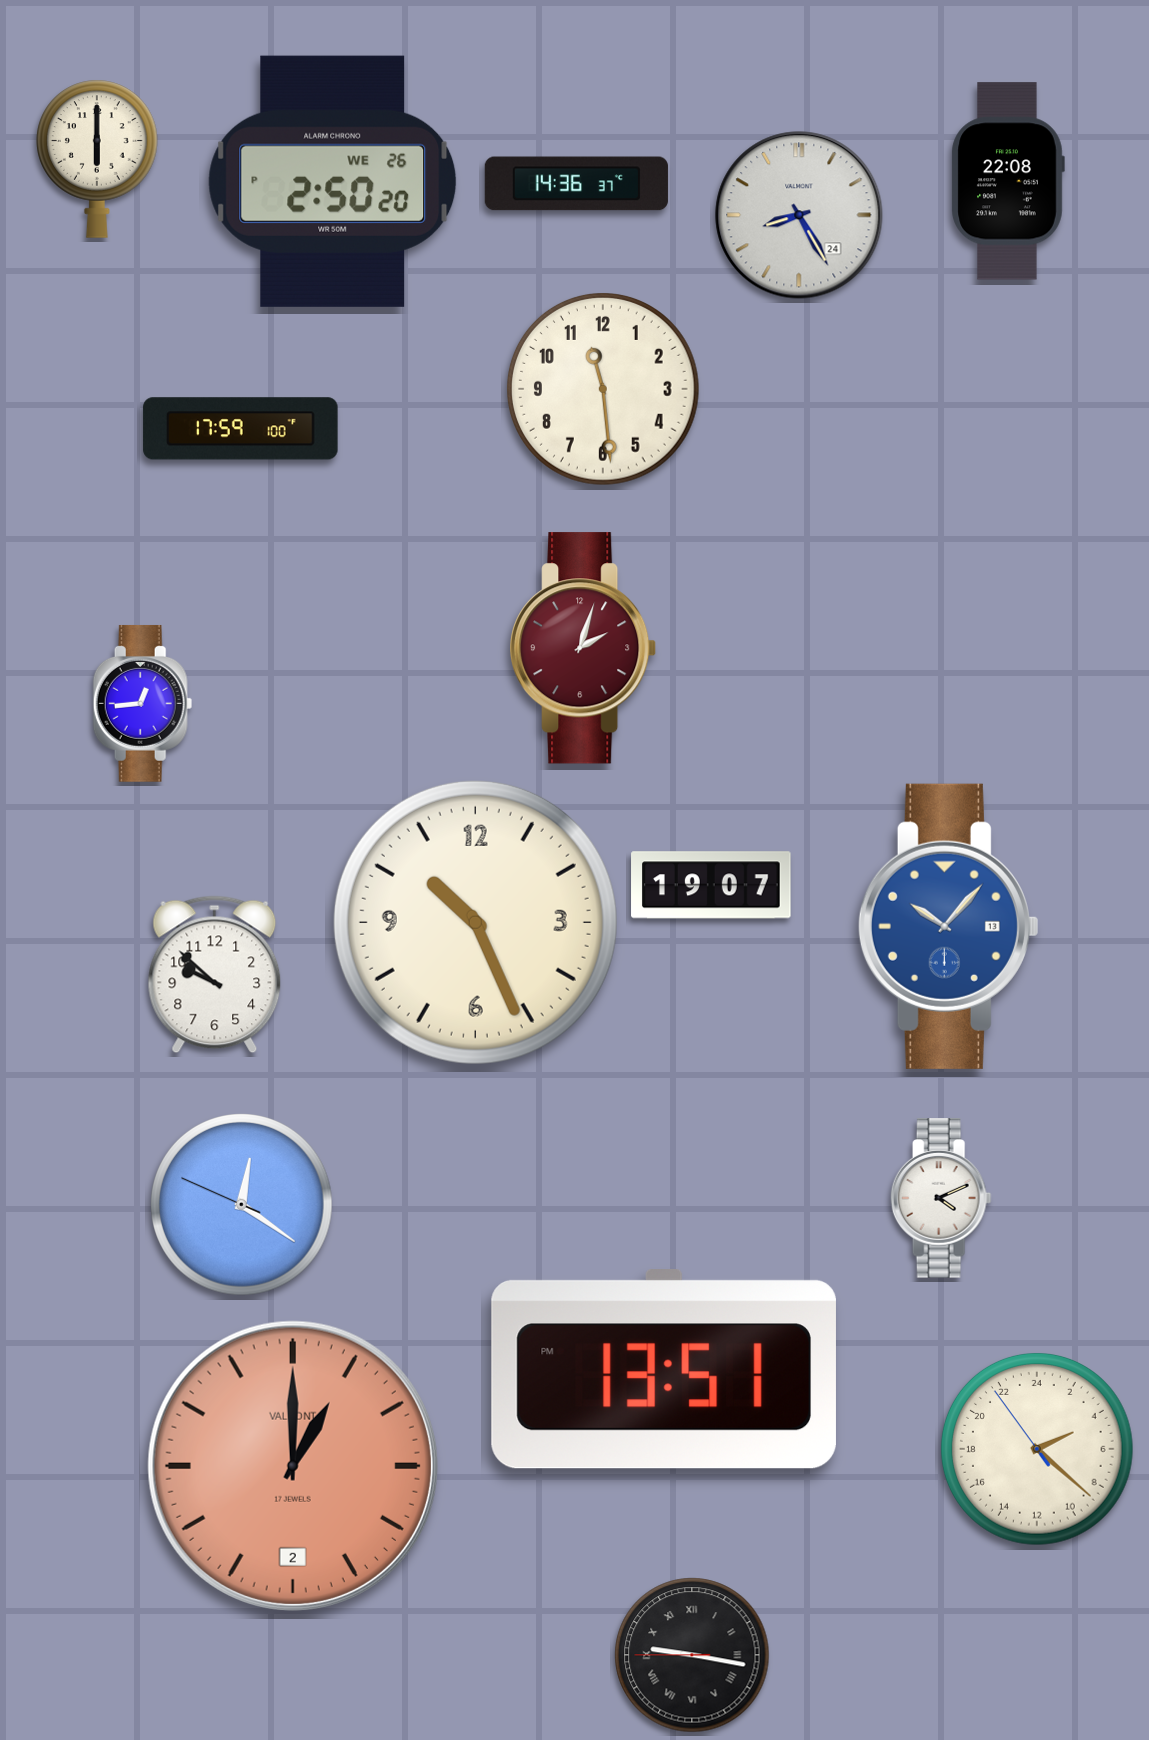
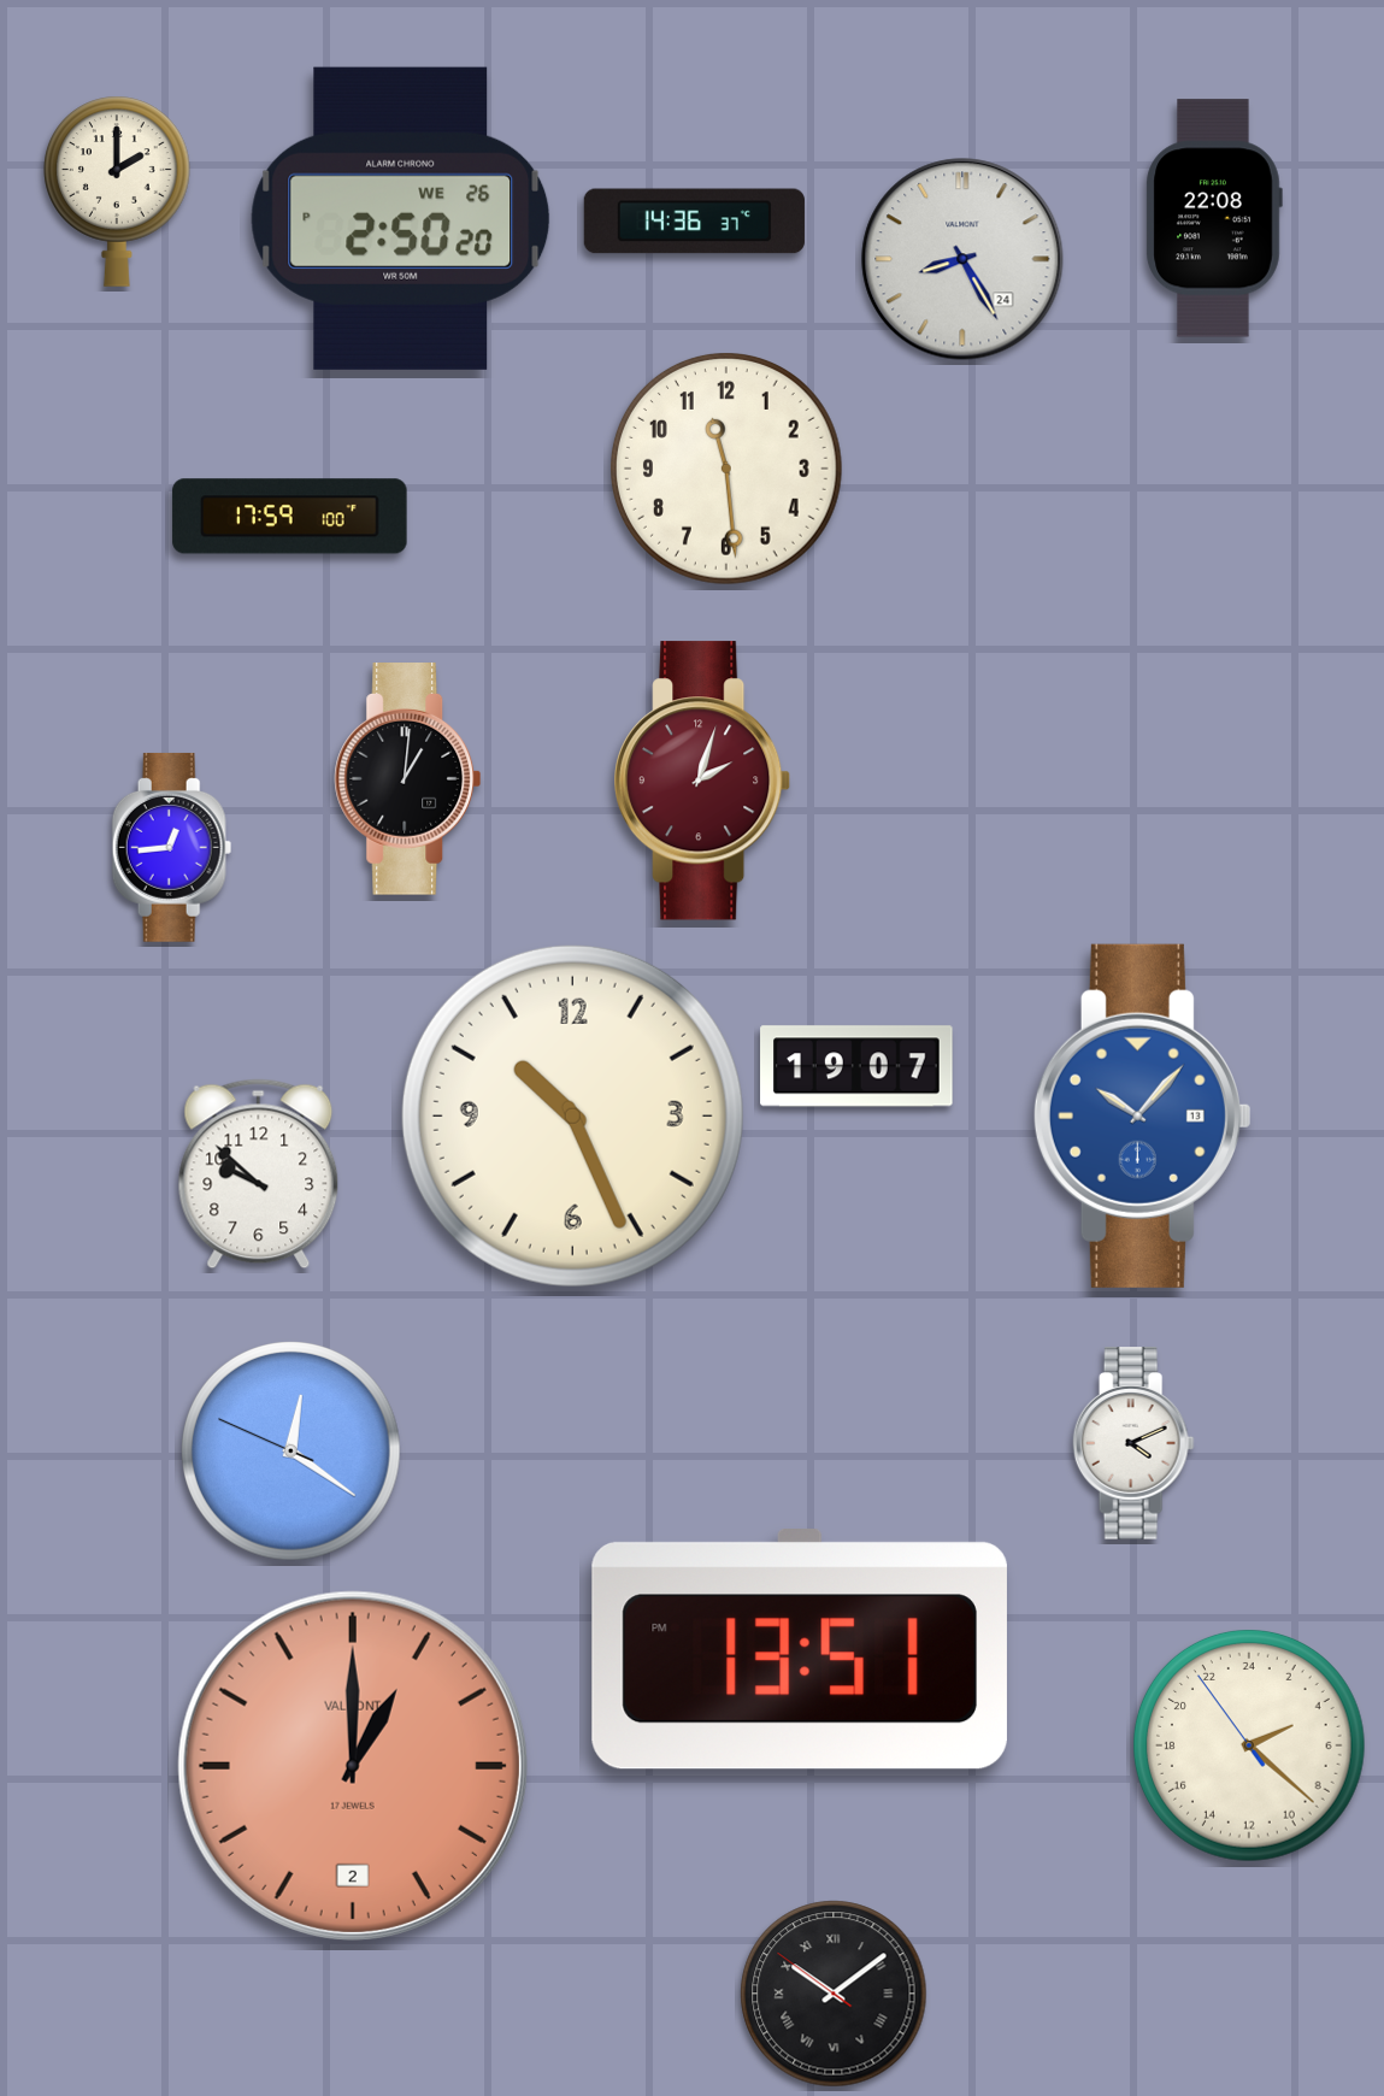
clock at (97, 159): 6:00 -> 2:00
clock at (408, 779): none -> 1:01
clock at (475, 922) position: (475, 922) -> (572, 1115)
clock at (692, 1655): 9:16 -> 10:08
